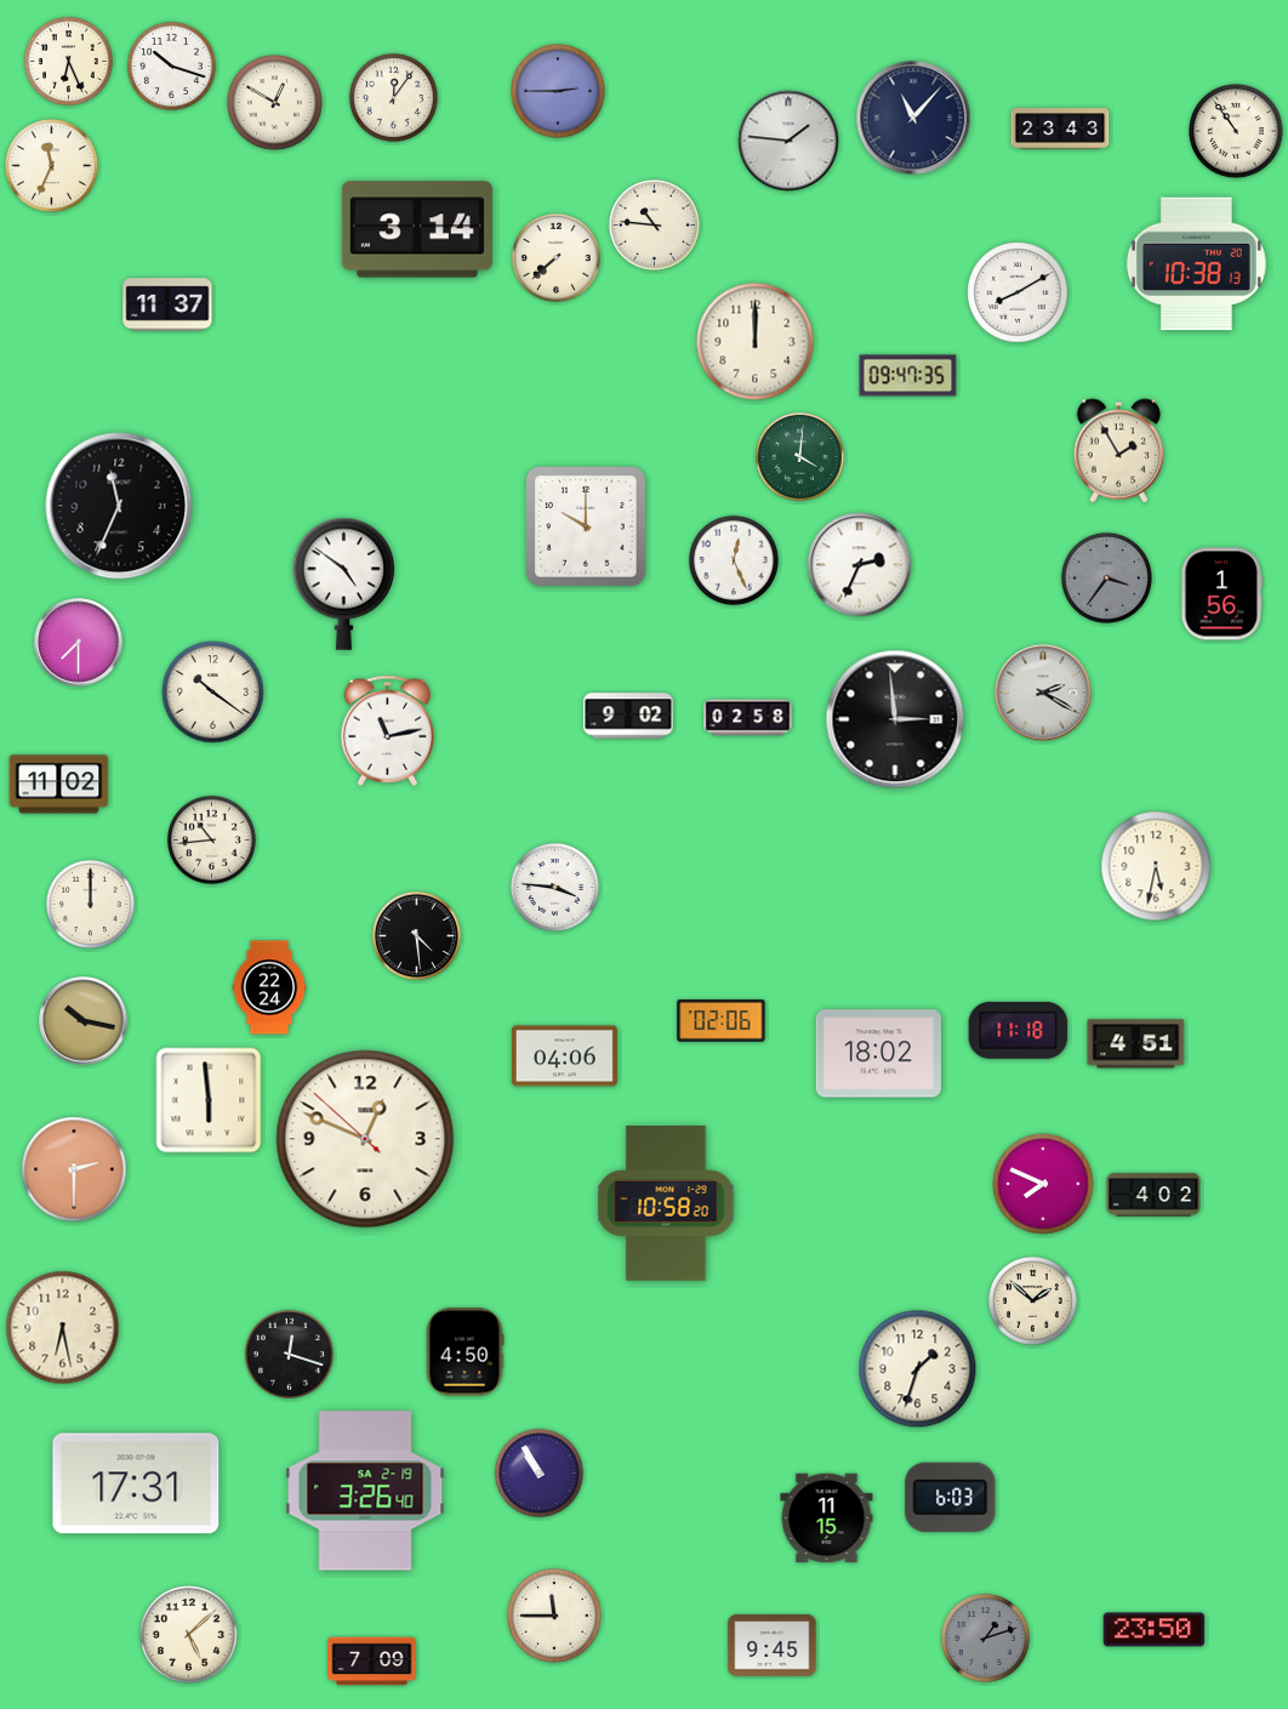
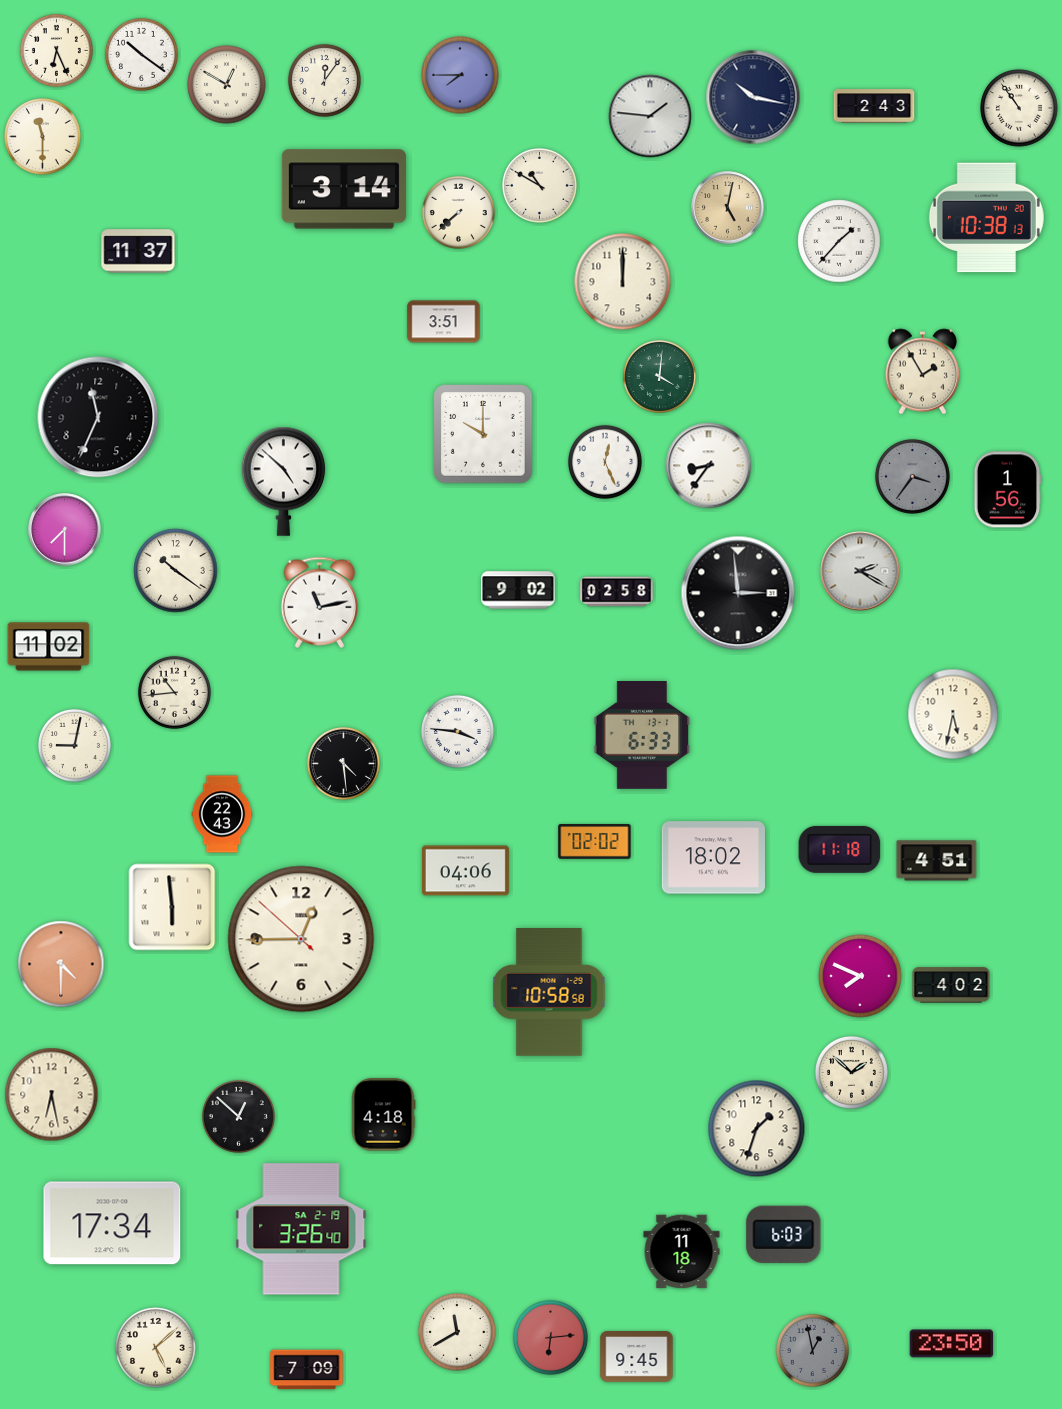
clock at (171, 65): 10:18 -> 10:21
clock at (558, 91): 2:45 -> 7:45
clock at (913, 118): 11:07 -> 10:17
clock at (1060, 129): 23:43 -> 2:43
clock at (52, 166): 11:34 -> 11:30
clock at (654, 224): 10:46 -> 10:50
clock at (728, 208): none -> 5:02
clock at (1018, 292): 8:10 -> 1:37
clock at (908, 376): 09:47 -> none
clock at (444, 322): none -> 3:51
clock at (860, 565): 2:34 -> 8:36
clock at (344, 583): 4:51 -> 4:52
clock at (642, 736): none -> 6:33
clock at (90, 904): 12:00 -> 9:02
clock at (416, 935) position: (416, 935) -> (343, 763)
clock at (269, 987): 22:24 -> 22:43
clock at (84, 1021): 10:17 -> none
clock at (722, 1021): 02:06 -> 02:02
clock at (878, 1054) position: (878, 1054) -> (713, 858)
clock at (365, 1139): 12:48 -> 12:44
clock at (74, 1169): 2:30 -> 4:30
clock at (666, 1203): 10:58:20 -> 10:58:58
clock at (465, 1352): 4:50 -> 4:18
clock at (289, 1354): 12:18 -> 12:52
clock at (538, 1472): 10:55 -> none
clock at (136, 1483): 17:31 -> 17:34
clock at (827, 1519): 11:15 -> 11:18
clock at (554, 1616): 11:45 -> 11:40
clock at (550, 1337): none -> 6:14
clock at (985, 1637): 1:12 -> 12:58
